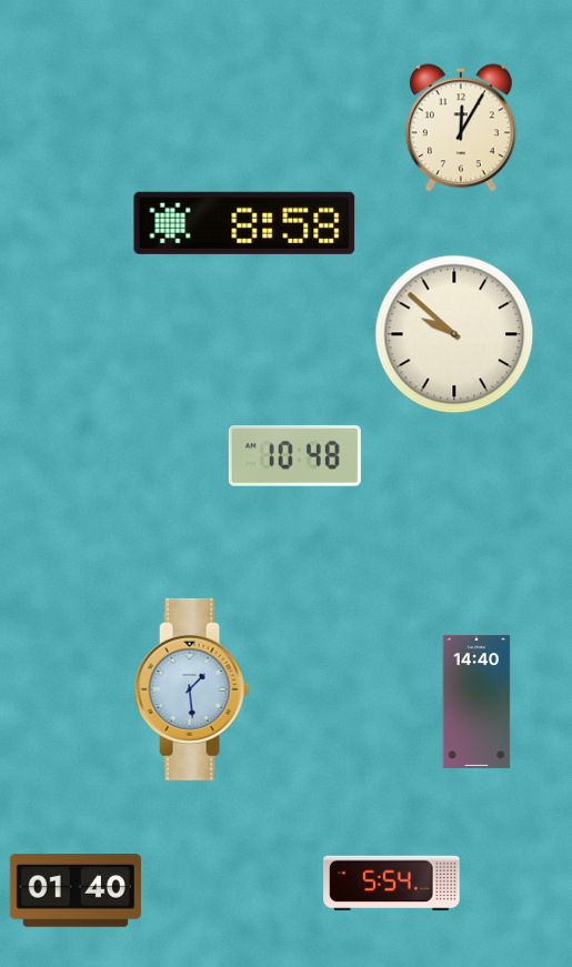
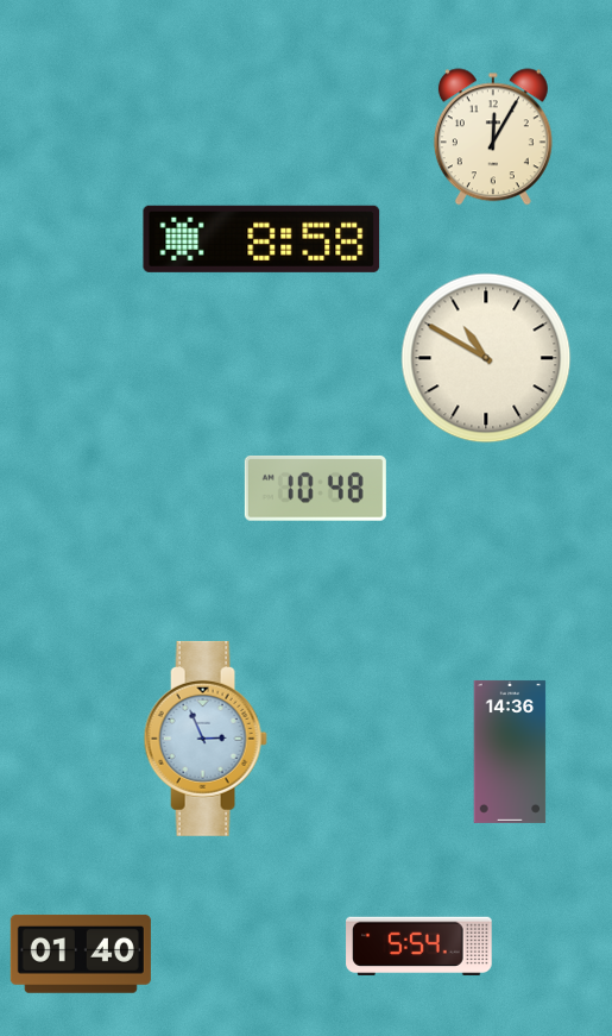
clock at (454, 334): 9:52 -> 10:50
clock at (192, 689): 1:29 -> 2:56
clock at (476, 702): 14:40 -> 14:36
